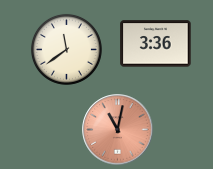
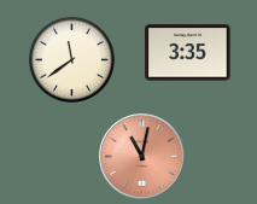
clock at (156, 44): 3:36 -> 3:35
clock at (66, 49) position: (66, 49) -> (71, 59)
